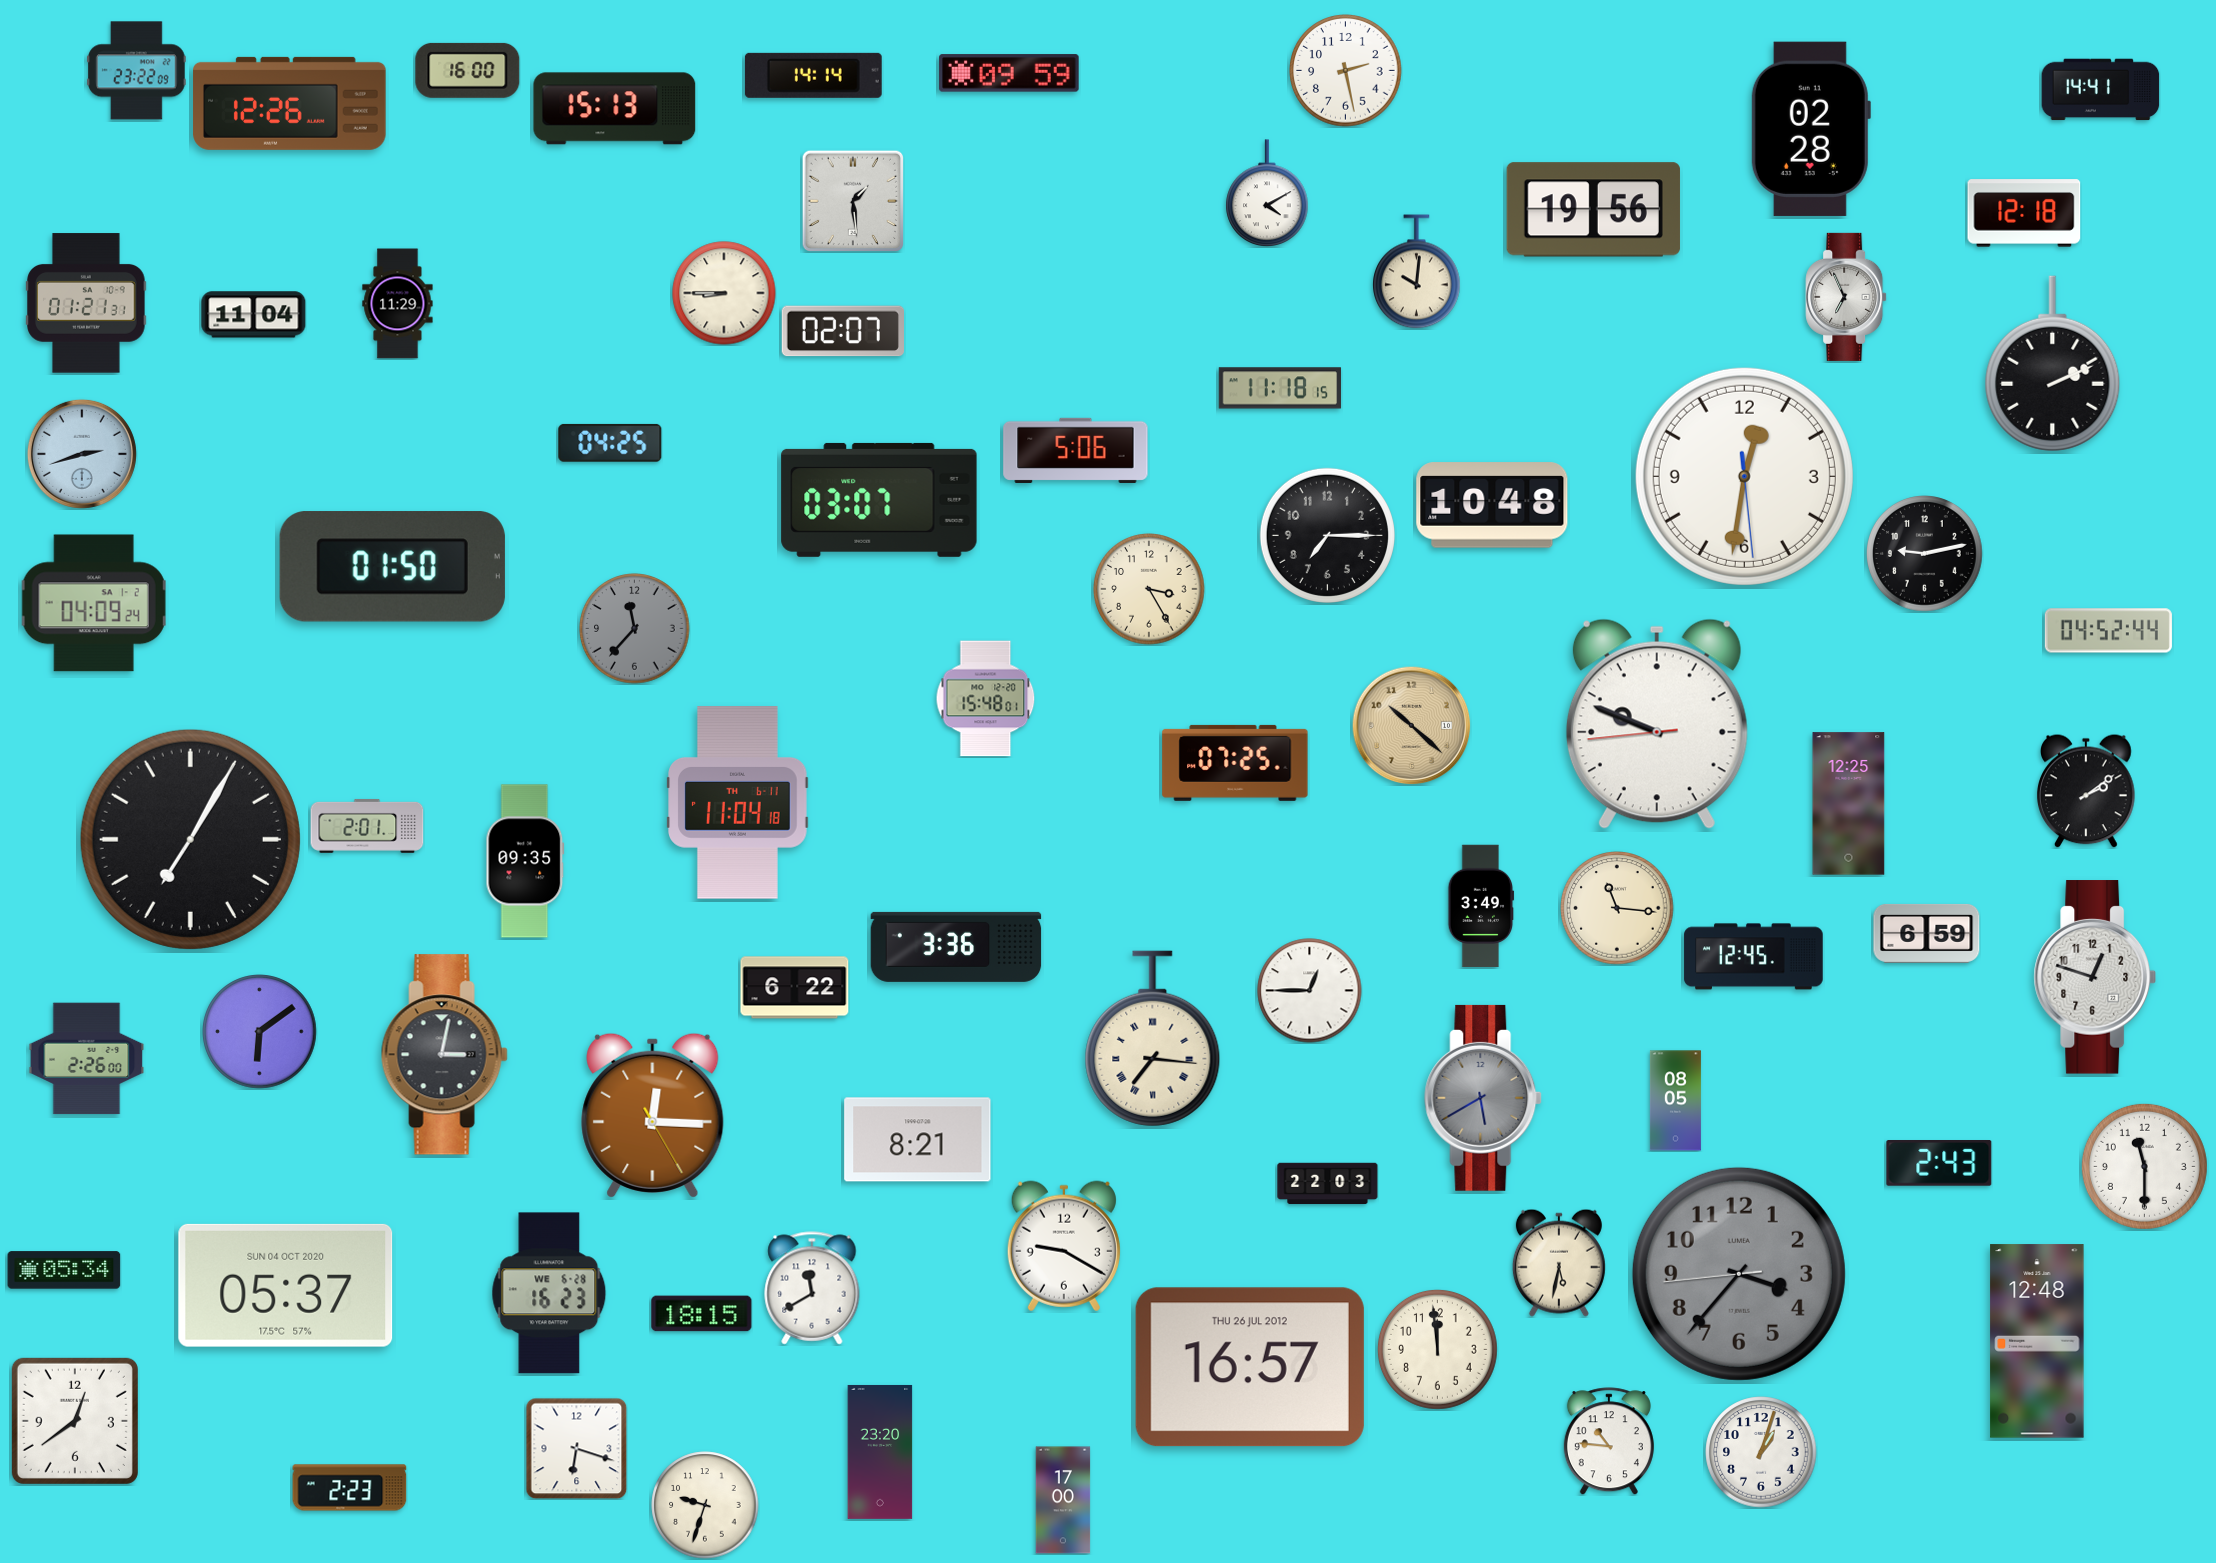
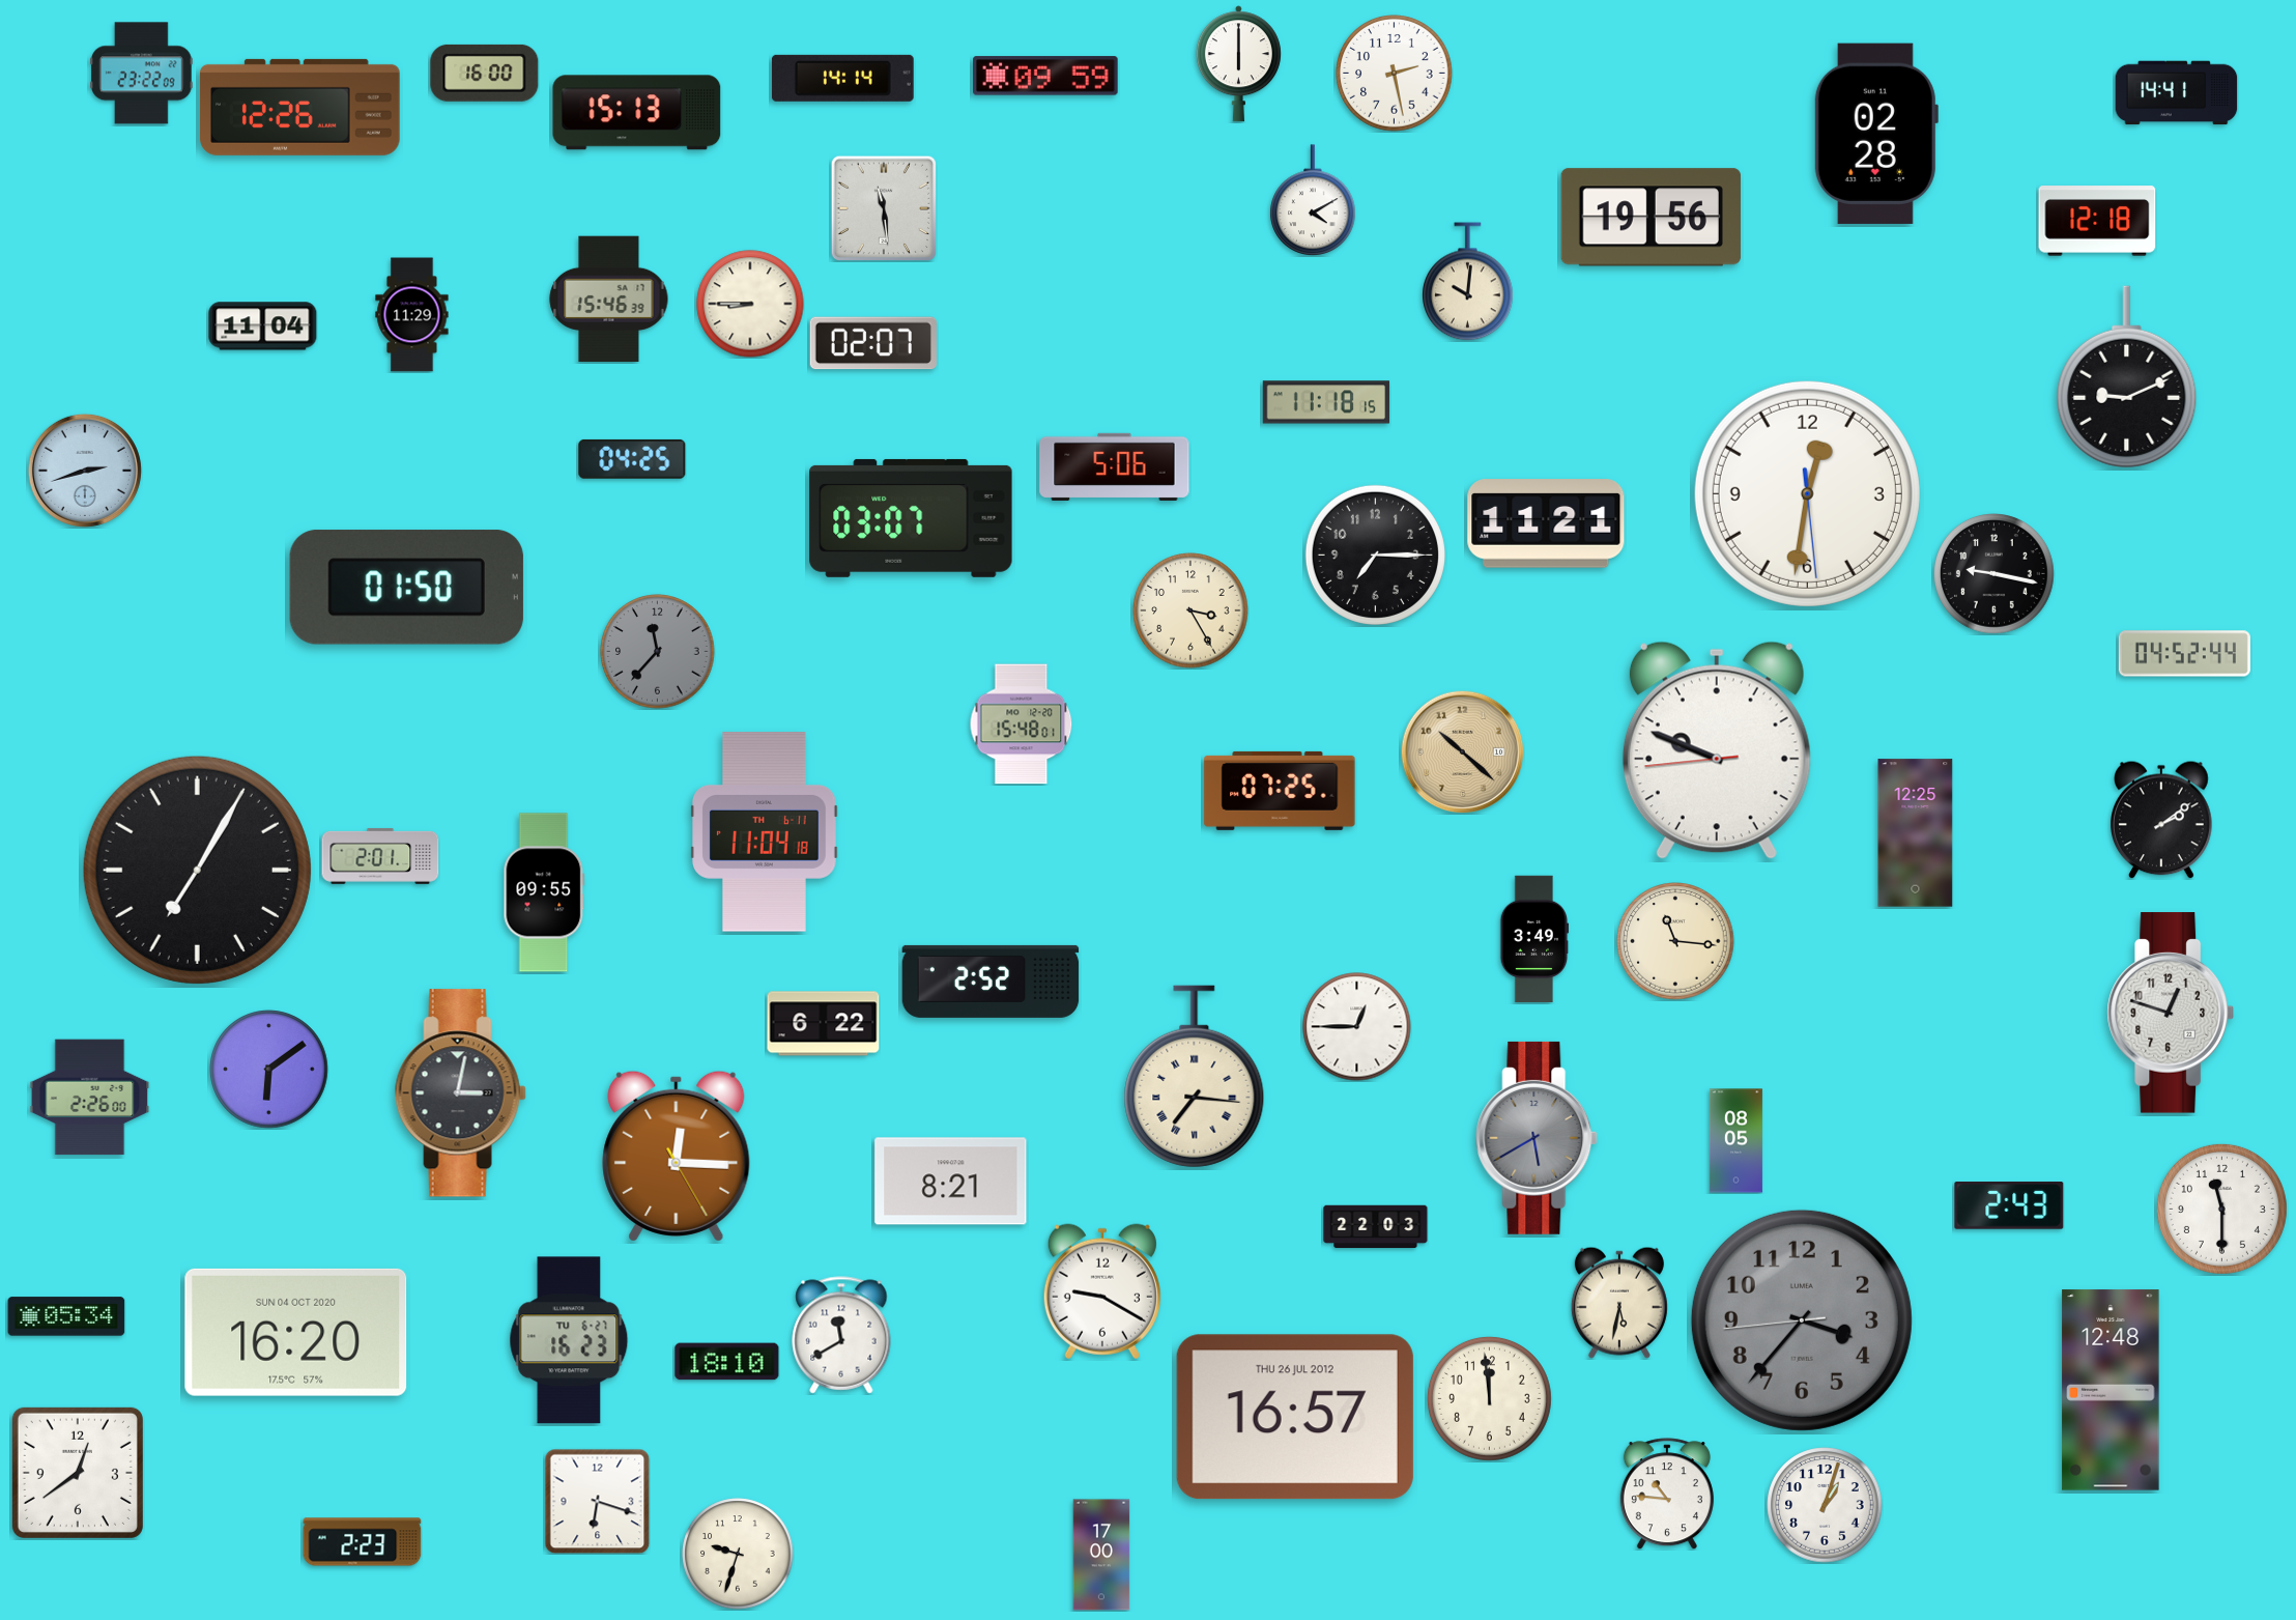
clock at (1238, 64): none -> 6:00
clock at (852, 200): 1:29 -> 11:29
clock at (609, 300): none -> 15:46
clock at (1846, 297): 6:56 -> none
clock at (86, 303): 01:21 -> none
clock at (2053, 364): 2:11 -> 9:11
clock at (1492, 505): 10:48 -> 11:21
clock at (1925, 554): 9:13 -> 9:17
clock at (94, 603): 04:09 -> none
clock at (525, 861): 09:35 -> 09:55
clock at (1927, 933): 6:59 -> none
clock at (956, 947): 3:36 -> 2:52
clock at (1754, 957): 12:45 -> none
clock at (1559, 1263) position: (1559, 1263) -> (1619, 1303)
clock at (286, 1285): 05:37 -> 16:20
clock at (549, 1293) date: WE 6-28 -> TU 6-27
clock at (702, 1314): 18:15 -> 18:10
clock at (880, 1452): 23:20 -> none
clock at (705, 1505) position: (705, 1505) -> (738, 1554)
